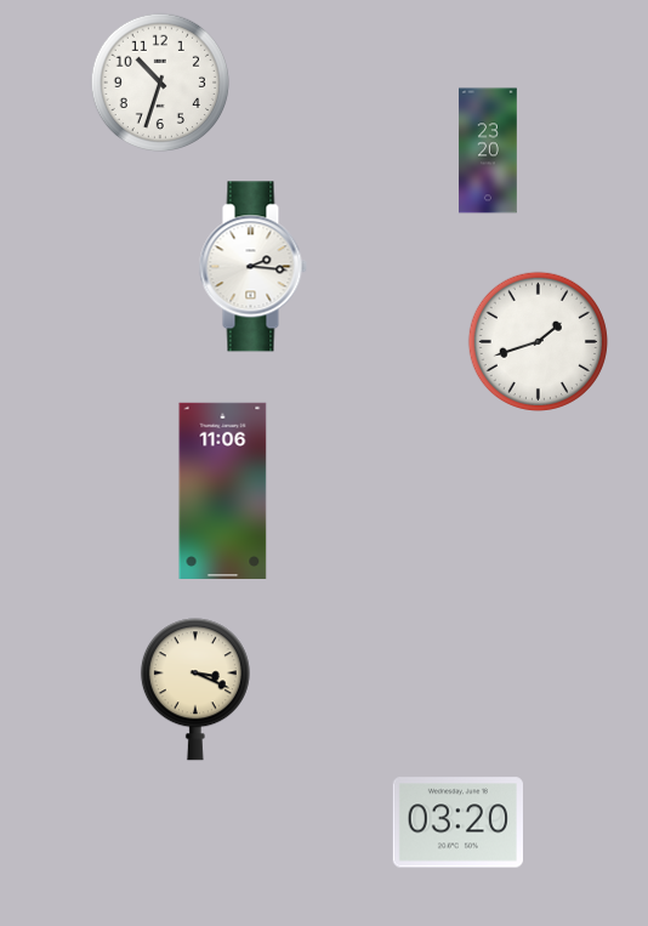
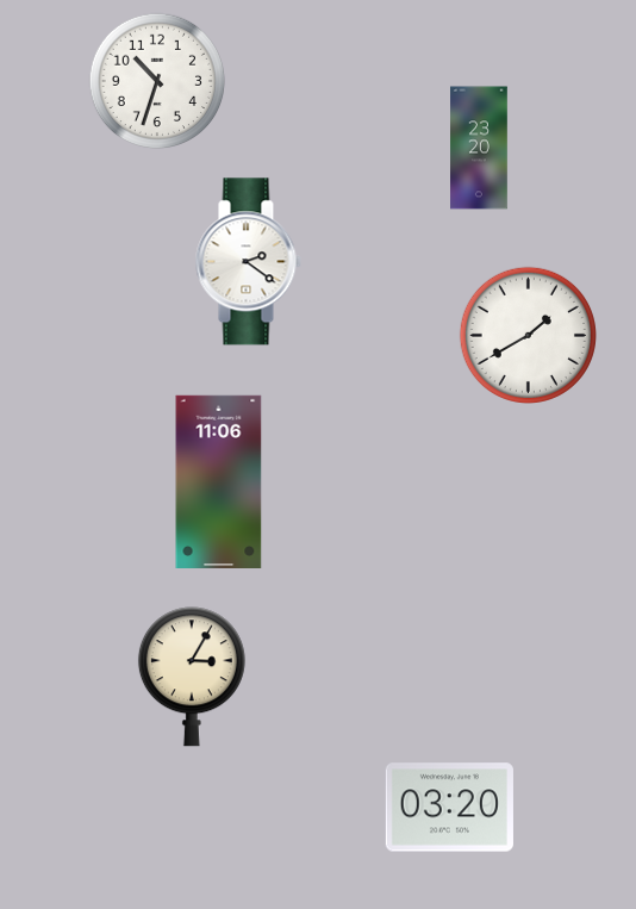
clock at (252, 267): 2:16 -> 2:21
clock at (538, 341): 1:42 -> 1:40
clock at (195, 689): 3:19 -> 3:05
